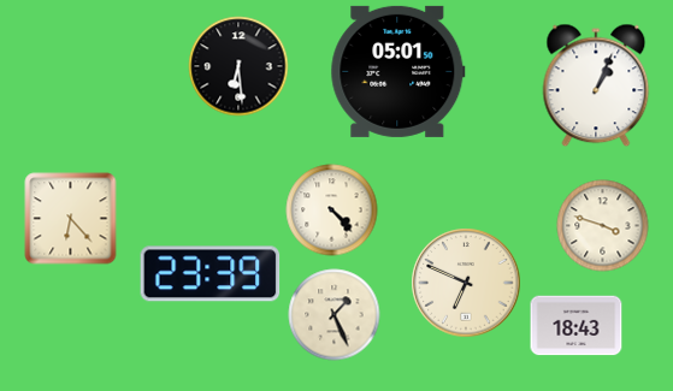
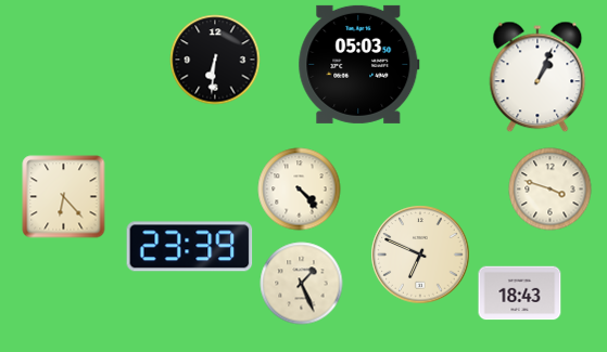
clock at (238, 66): 6:29 -> 6:31
clock at (399, 71): 05:01 -> 05:03
clock at (603, 226) position: (603, 226) -> (551, 190)
